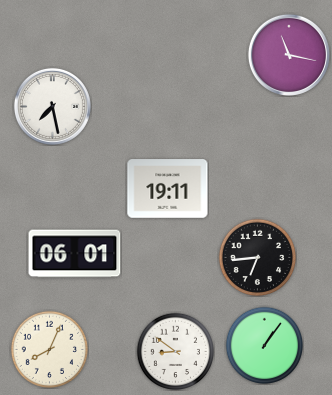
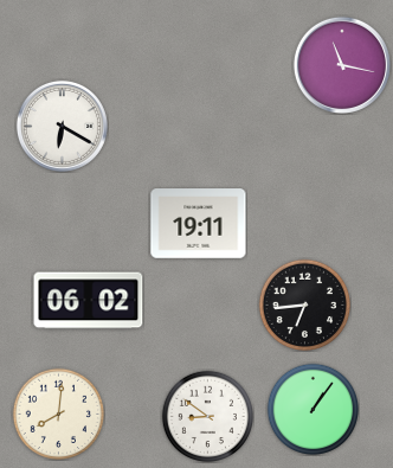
clock at (52, 106): 7:28 -> 6:20
clock at (75, 254): 06:01 -> 06:02
clock at (49, 349): 8:04 -> 8:01
